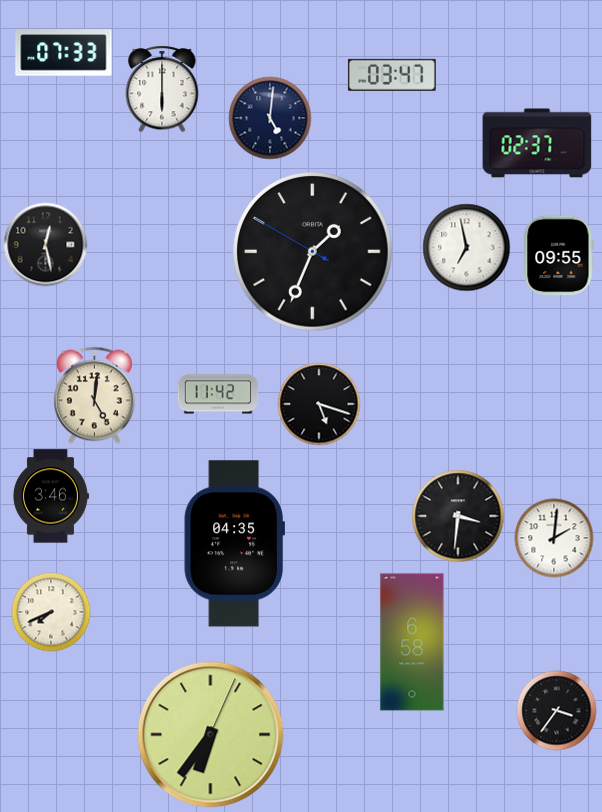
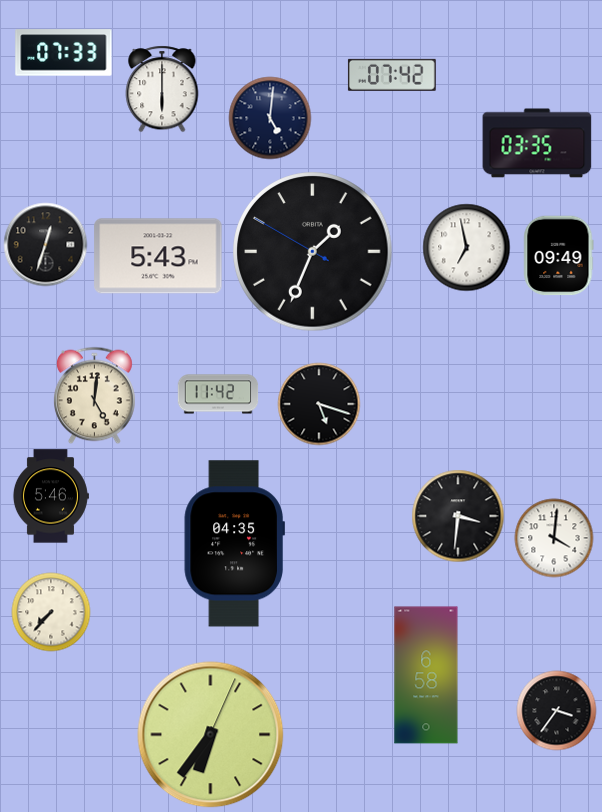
clock at (392, 75): 03:47 -> 07:42
clock at (537, 143): 02:37 -> 03:35
clock at (46, 245): 12:28 -> 12:33
clock at (158, 256): none -> 5:43
clock at (559, 256): 09:55 -> 09:49
clock at (50, 496): 3:46 -> 5:46
clock at (554, 538): 2:01 -> 4:01
clock at (51, 612): 7:41 -> 7:37
clock at (412, 642) position: (412, 642) -> (426, 675)
